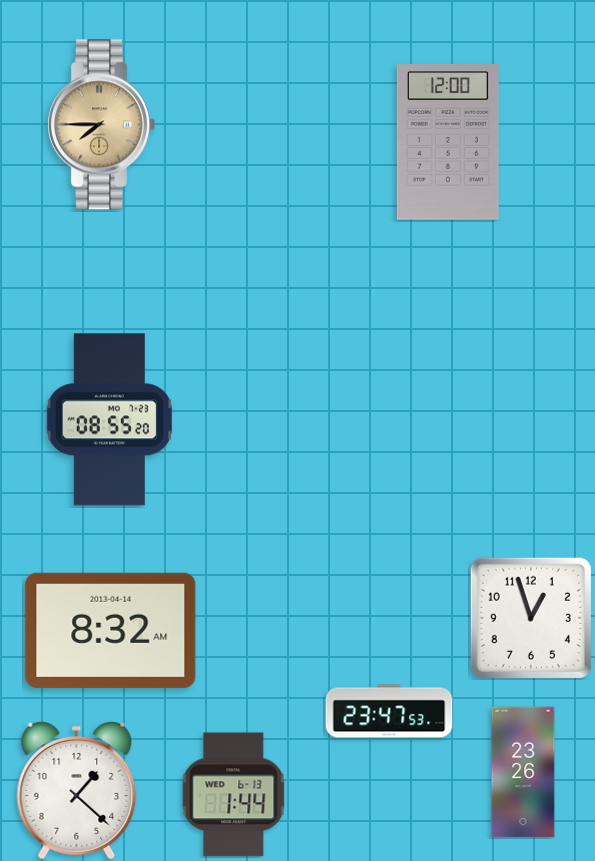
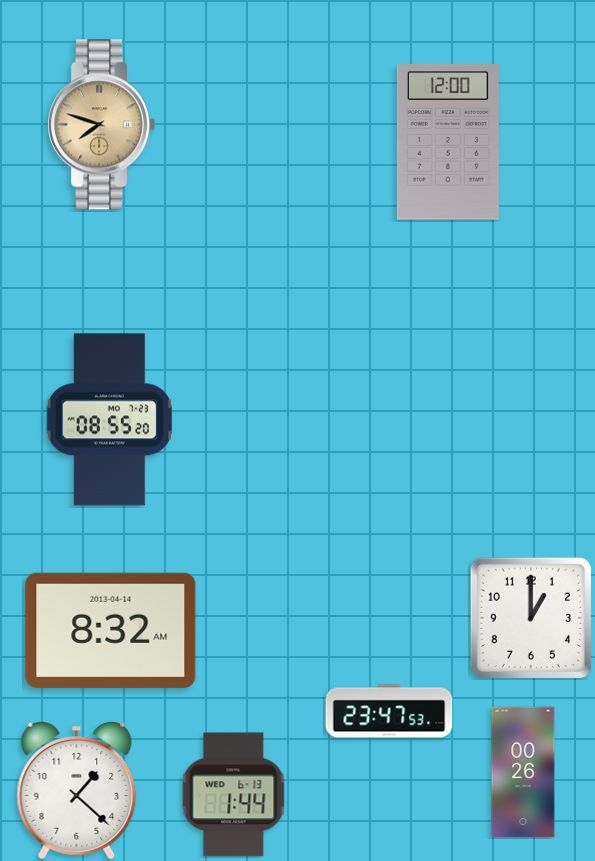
clock at (102, 125): 7:45 -> 7:48
clock at (531, 618): 12:57 -> 1:00
clock at (523, 772): 23:26 -> 00:26
